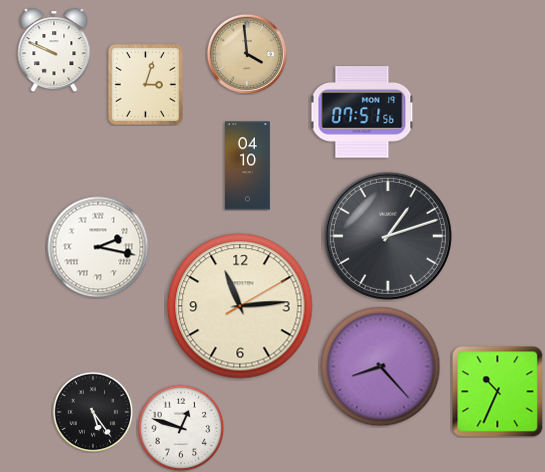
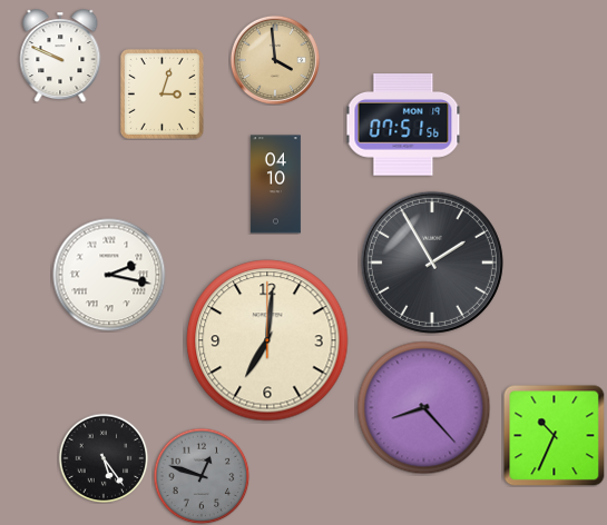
clock at (388, 236): 1:12 -> 1:55
clock at (240, 306): 11:14 -> 7:01
clock at (181, 428) dial: white -> grey
